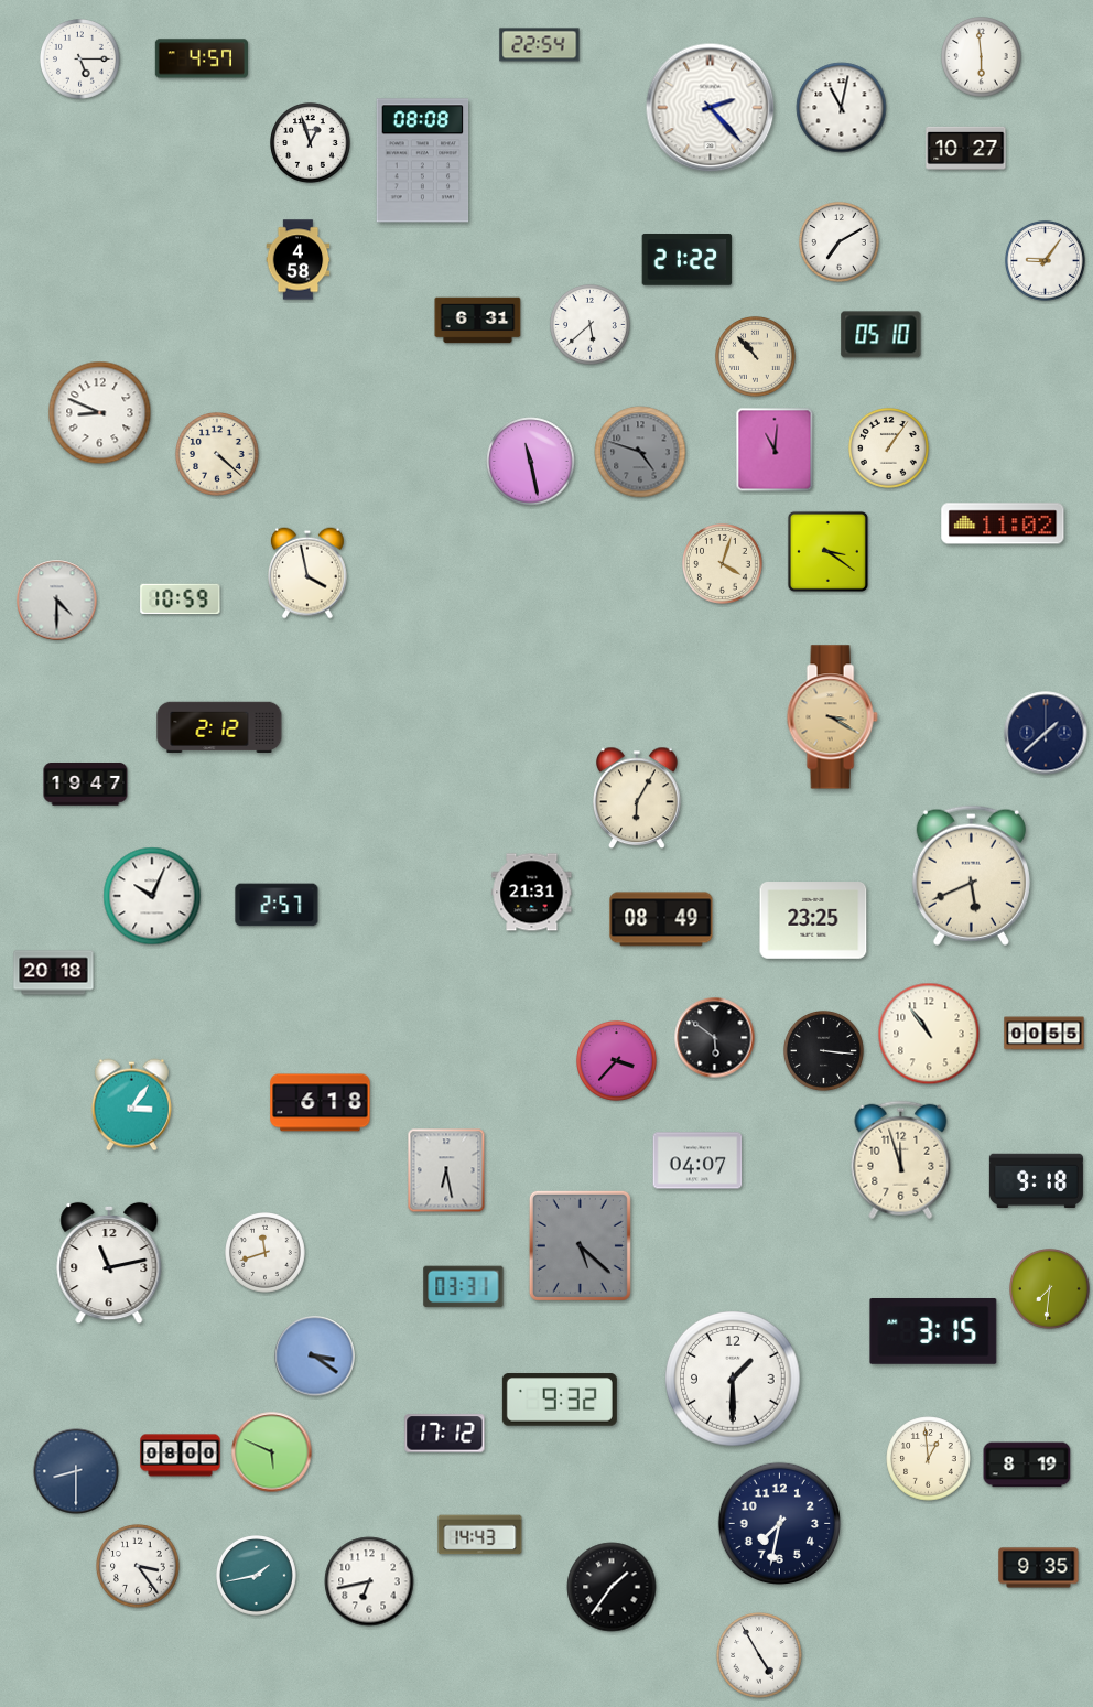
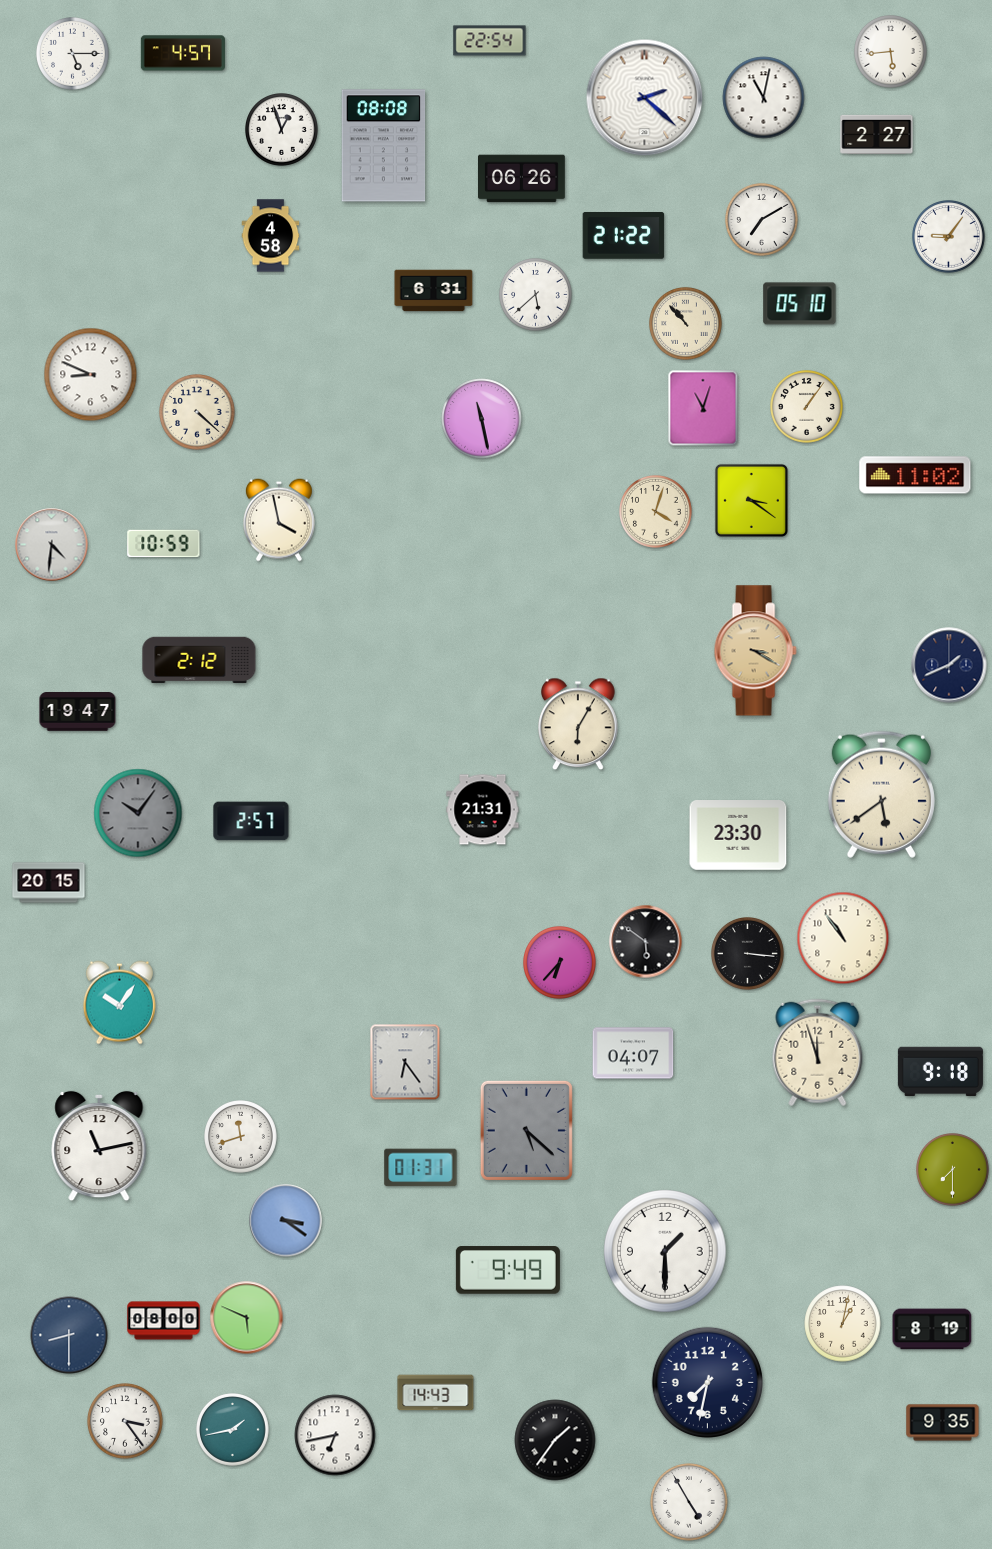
clock at (982, 57): 5:59 -> 5:44
clock at (711, 108): 2:23 -> 2:22
clock at (966, 148): 10:27 -> 2:27
clock at (522, 179): none -> 06:26
clock at (775, 450): 11:01 -> 11:03
clock at (640, 452): 4:48 -> none
clock at (1003, 523) position: (1003, 523) -> (915, 475)
clock at (57, 601): 4:30 -> 4:31
clock at (1046, 733): 1:38 -> 1:41
clock at (971, 875): 5:41 -> 5:39
clock at (152, 896): 10:04 -> 10:06
clock at (152, 896) dial: white -> grey
clock at (661, 919): 08:49 -> none
clock at (813, 921): 23:25 -> 23:30
clock at (54, 973): 20:18 -> 20:15
clock at (1045, 1034): 00:55 -> none
clock at (715, 1038) position: (715, 1038) -> (646, 942)
clock at (617, 1061): 3:37 -> 6:37
clock at (321, 1103): 6:18 -> none
clock at (131, 1105): 3:06 -> 10:06
clock at (446, 1170): 6:28 -> 6:24
clock at (464, 1287): 03:31 -> 01:31
clock at (1050, 1289): 7:31 -> 7:30
clock at (933, 1332): 3:15 -> none
clock at (315, 1357) position: (315, 1357) -> (286, 1221)
clock at (560, 1400): 9:32 -> 9:49
clock at (445, 1434): 17:12 -> none
clock at (929, 1459): 12:59 -> 1:02
